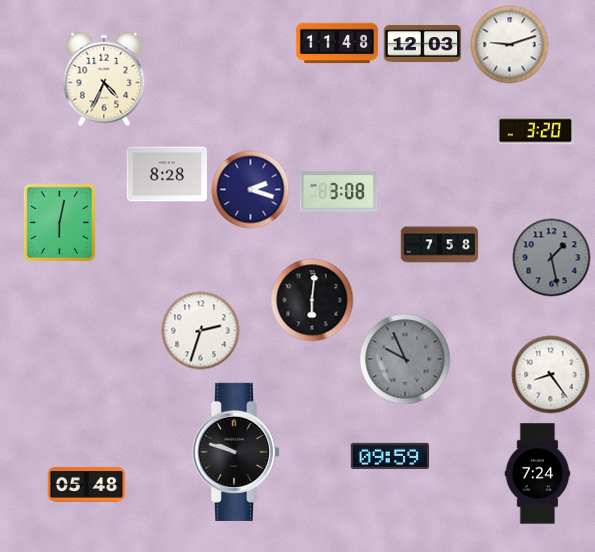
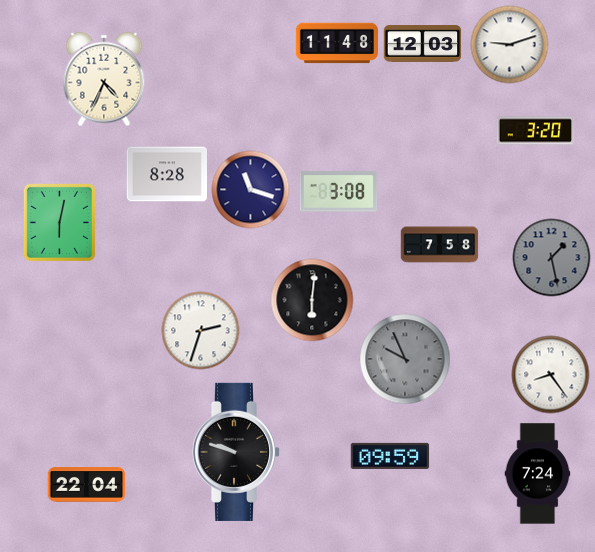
clock at (250, 189): 2:18 -> 11:18
clock at (86, 485): 05:48 -> 22:04
